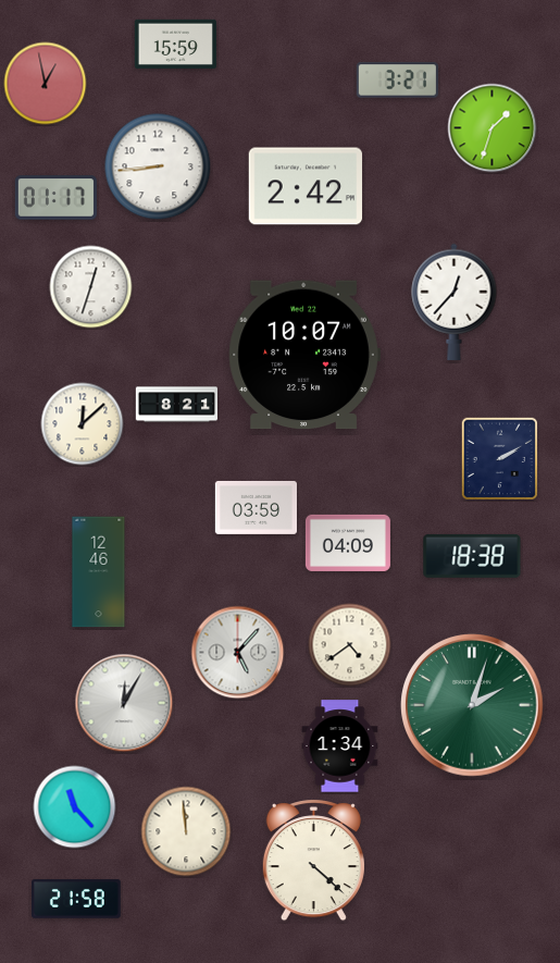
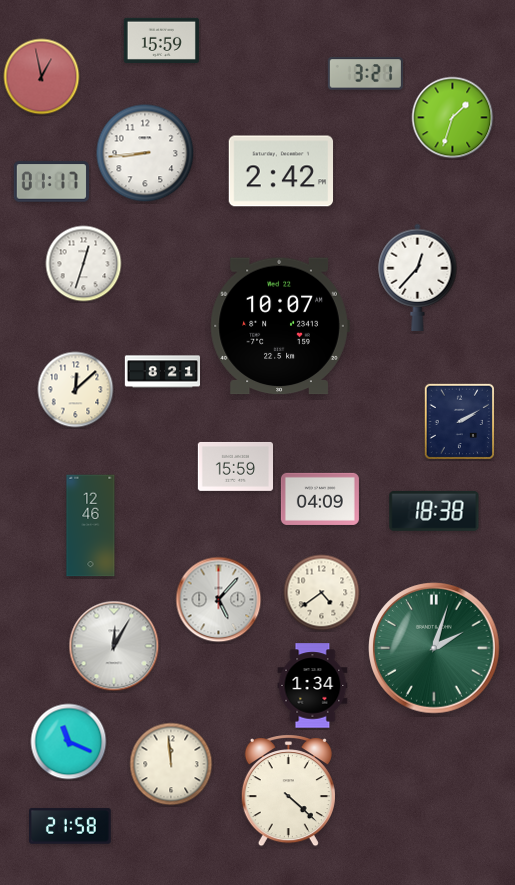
clock at (256, 507): 03:59 -> 15:59
clock at (75, 807): 11:23 -> 11:19
